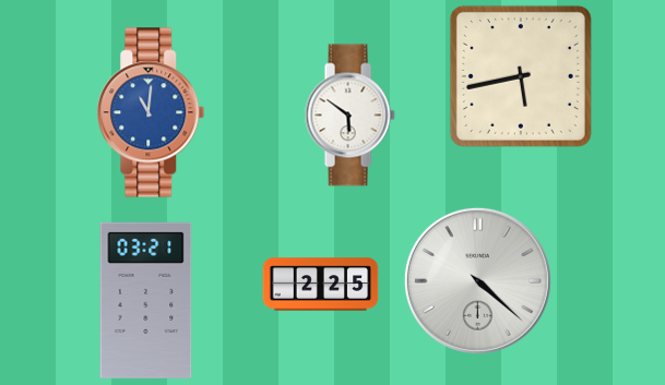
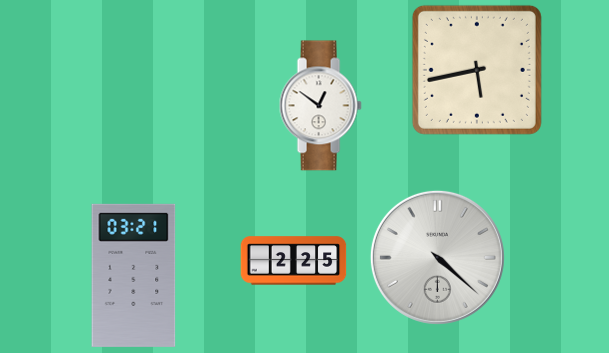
clock at (151, 112): 11:01 -> none
clock at (349, 116): 5:51 -> 12:51
